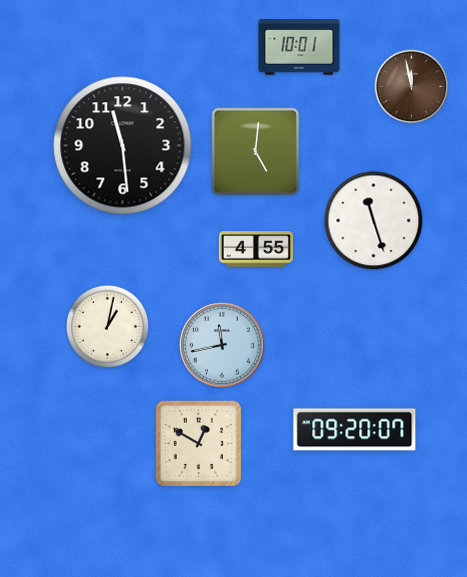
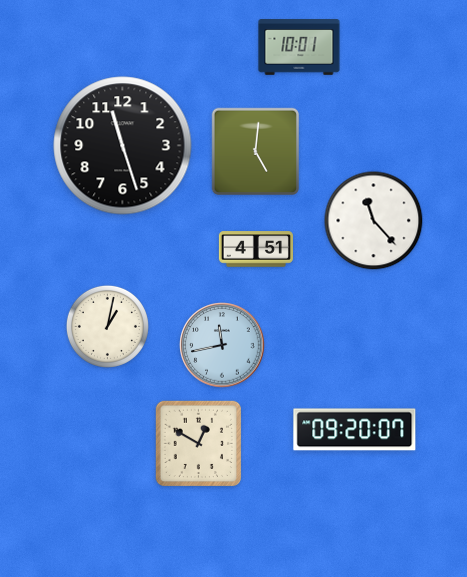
clock at (412, 87): 11:58 -> none
clock at (123, 146): 11:29 -> 11:27
clock at (374, 221): 11:27 -> 11:23
clock at (256, 249): 4:55 -> 4:51
